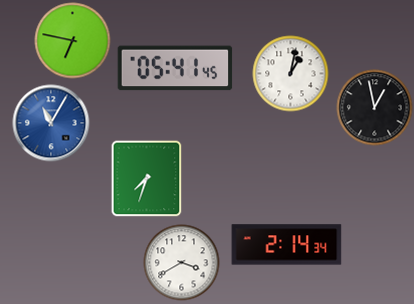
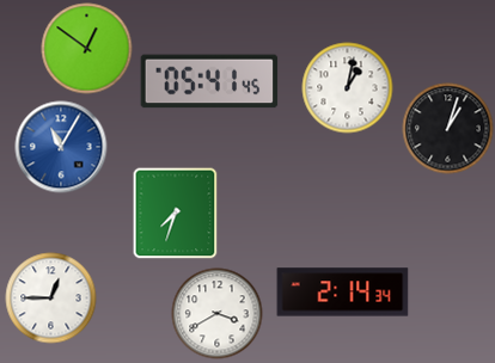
clock at (73, 41): 6:47 -> 12:51
clock at (375, 108): 12:58 -> 1:03
clock at (51, 299): none -> 12:45
